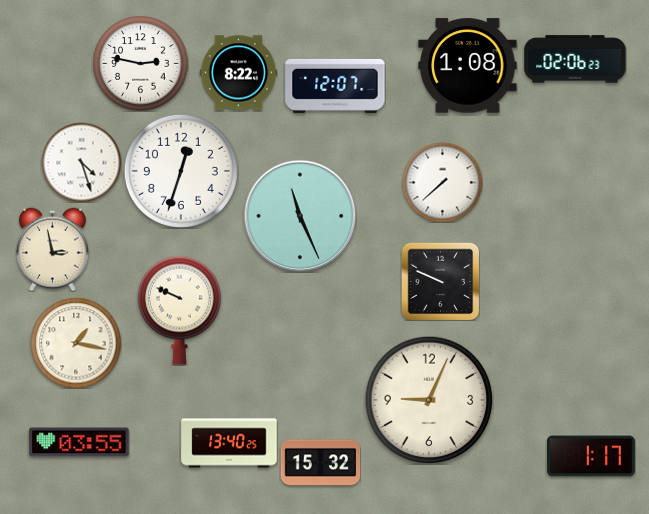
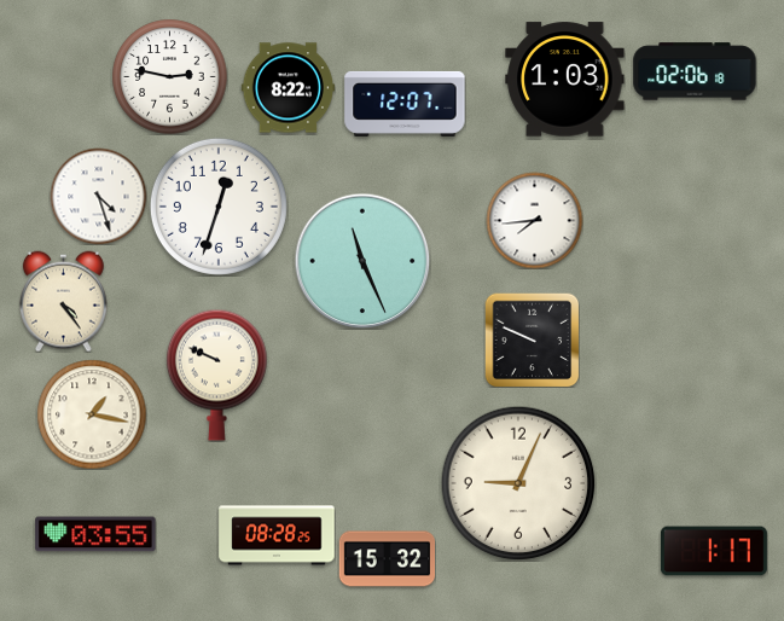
clock at (575, 59): 02:06:23 -> 02:06:18
clock at (468, 66): 1:08 -> 1:03
clock at (442, 182): 7:38 -> 7:44
clock at (52, 249): 2:58 -> 4:24
clock at (229, 443): 13:40 -> 08:28
